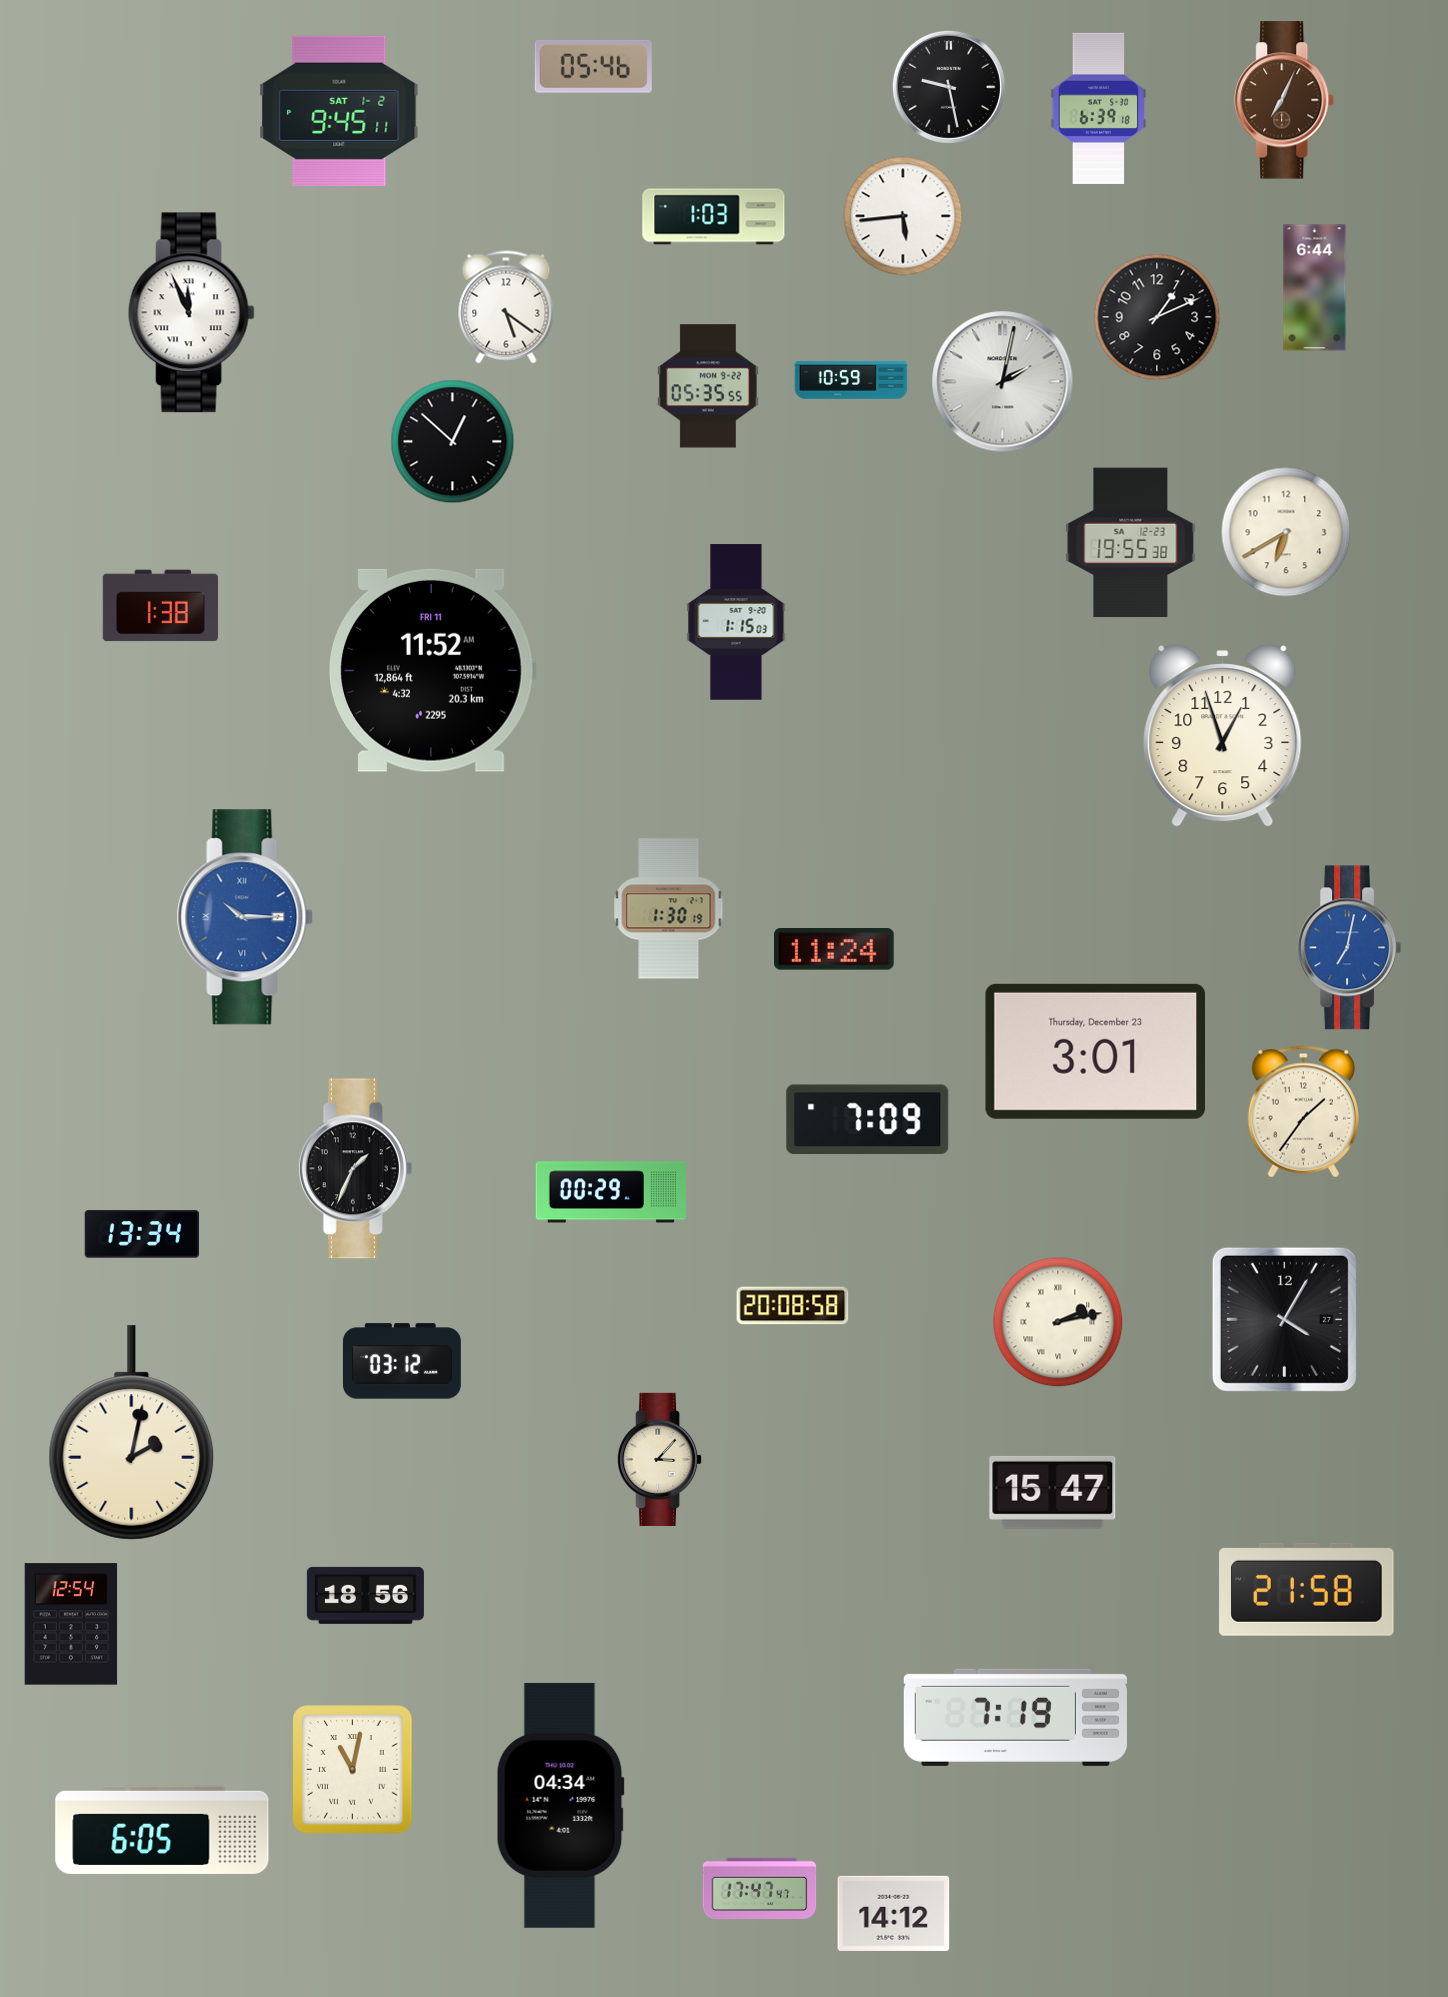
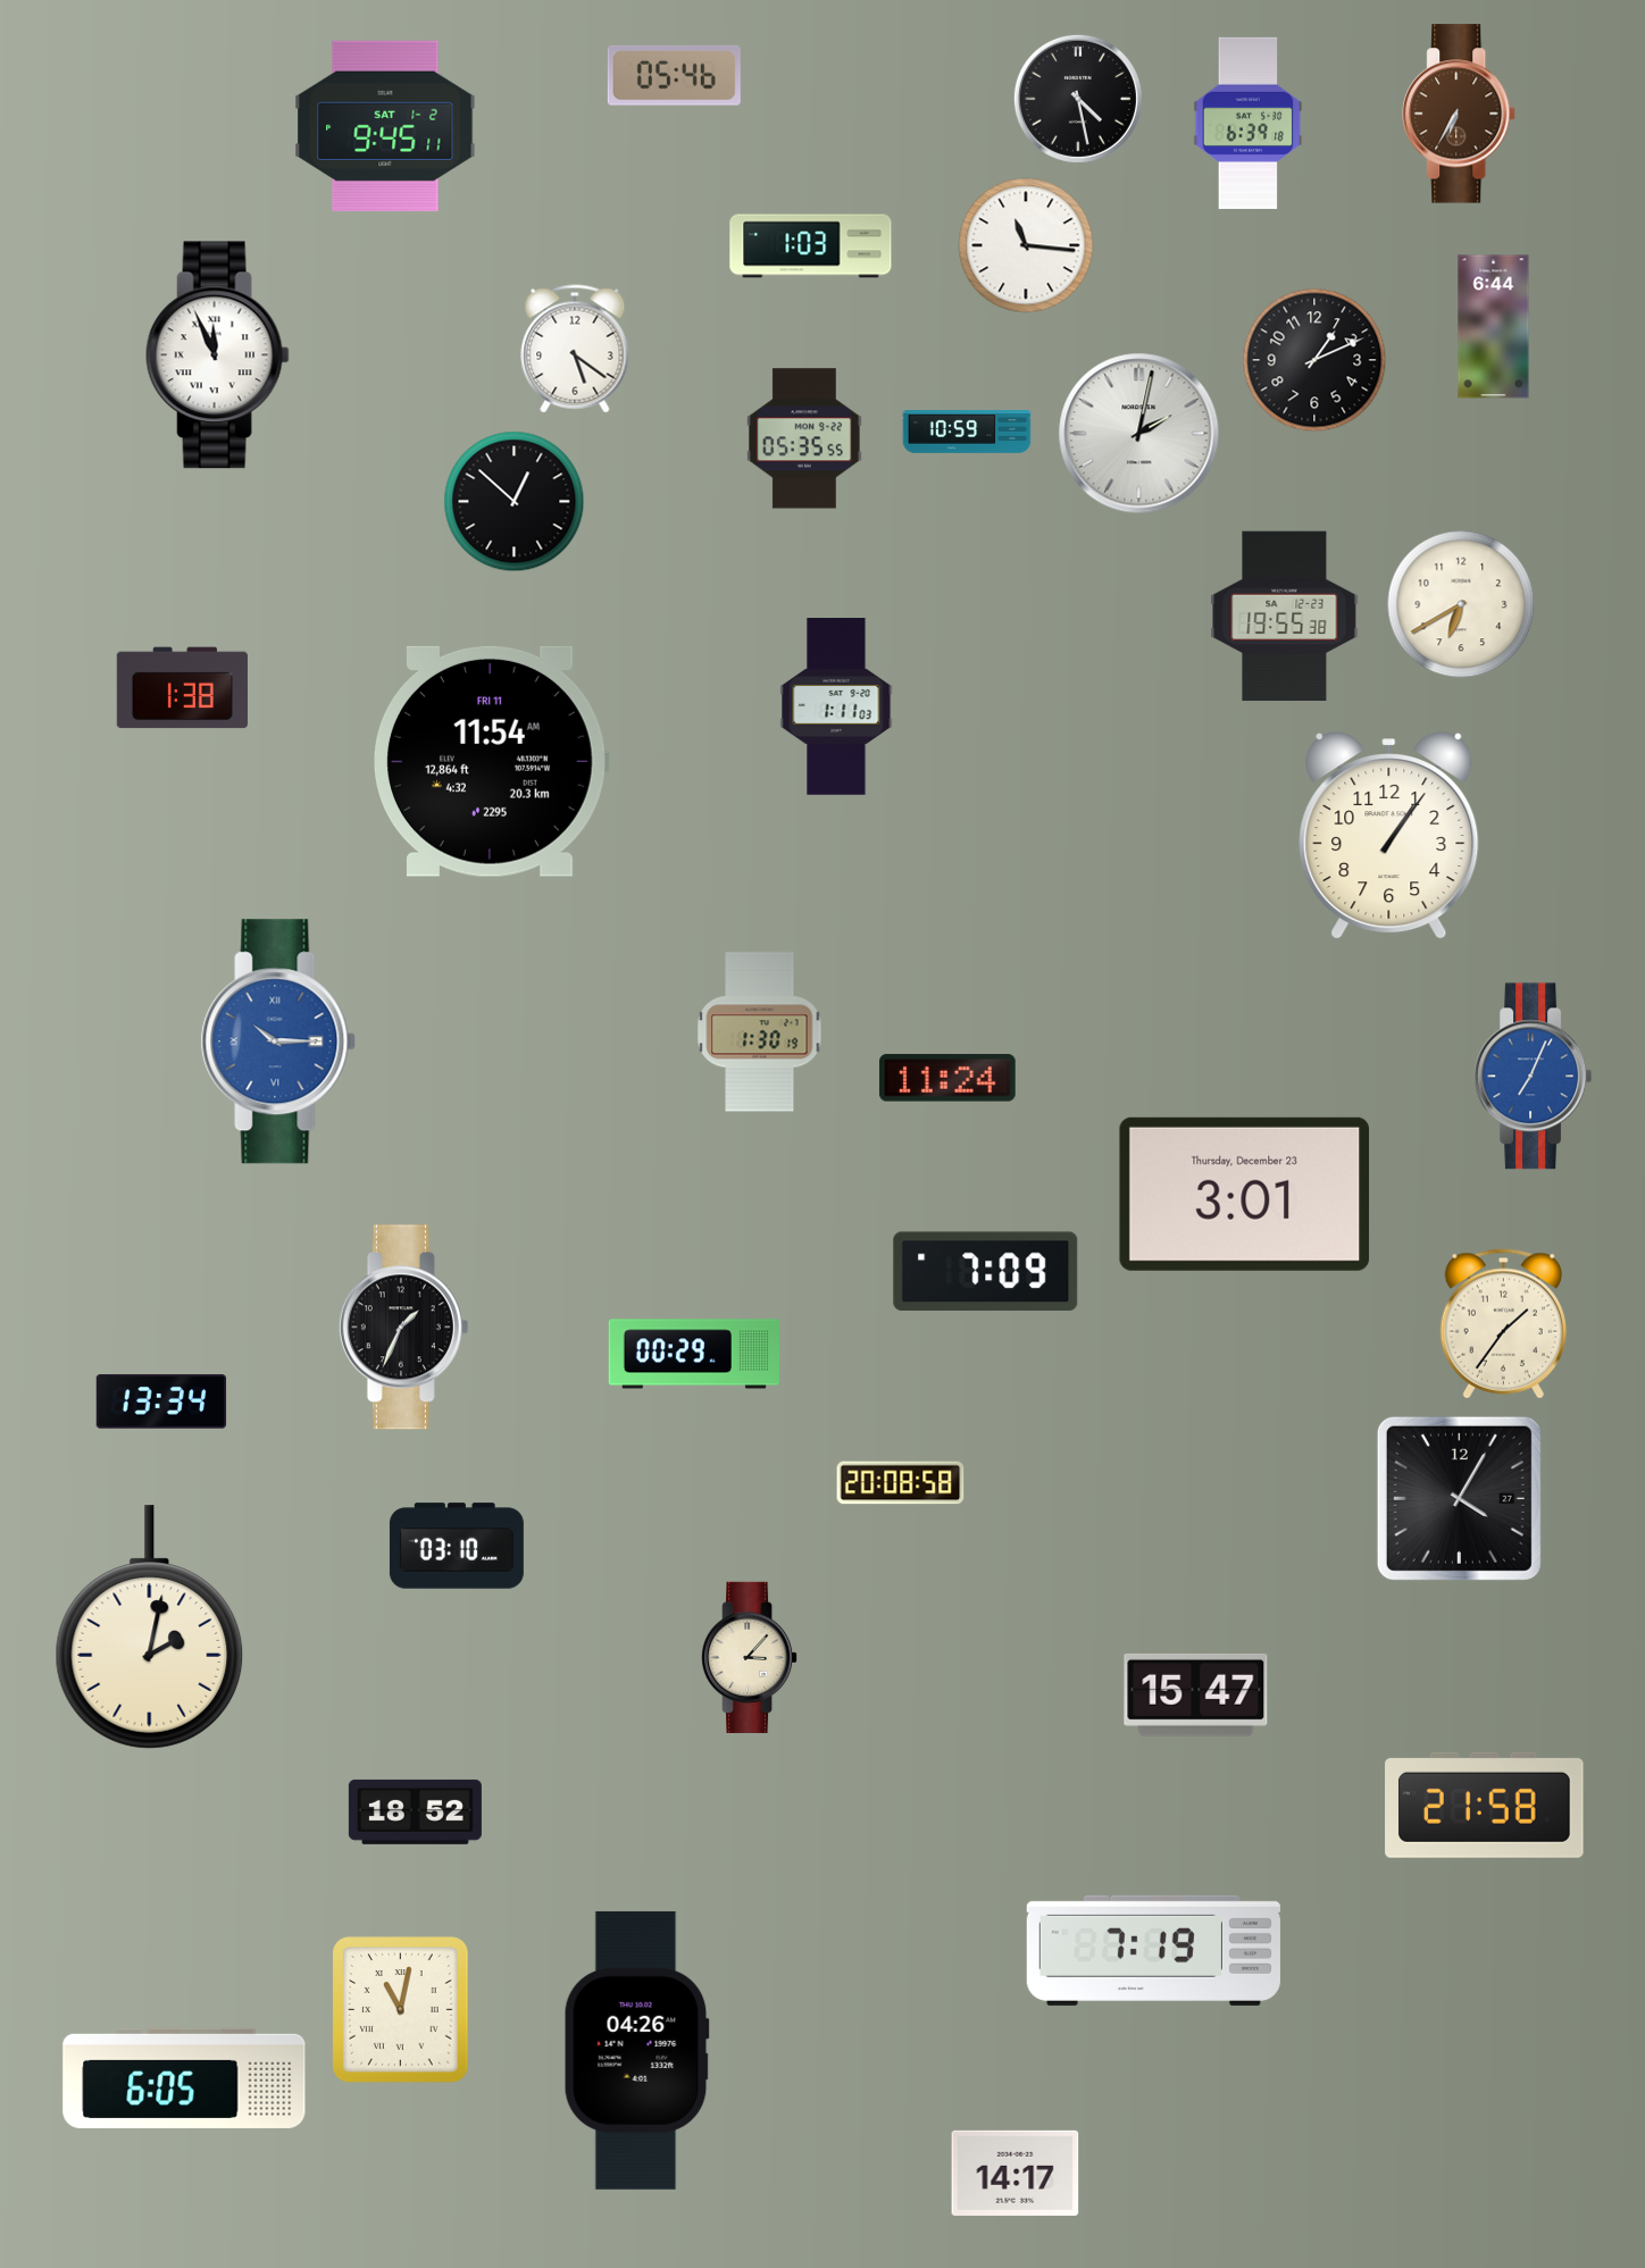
clock at (949, 87): 9:28 -> 4:28
clock at (1285, 100): 7:04 -> 6:35
clock at (903, 216): 5:44 -> 11:16
clock at (736, 622): 1:15 -> 1:11
clock at (432, 670): 11:52 -> 11:54
clock at (1223, 736): 12:57 -> 1:06
clock at (1350, 948): 7:02 -> 7:04
clock at (1303, 1112) position: (1303, 1112) -> (1503, 1324)
clock at (1058, 1322): 2:13 -> none
clock at (402, 1361): 03:12 -> 03:10
clock at (365, 1595): 18:56 -> 18:52
clock at (71, 1624): 12:54 -> none
clock at (560, 1805): 04:34 -> 04:26
clock at (760, 1888): 17:47 -> none
clock at (894, 1913): 14:12 -> 14:17
